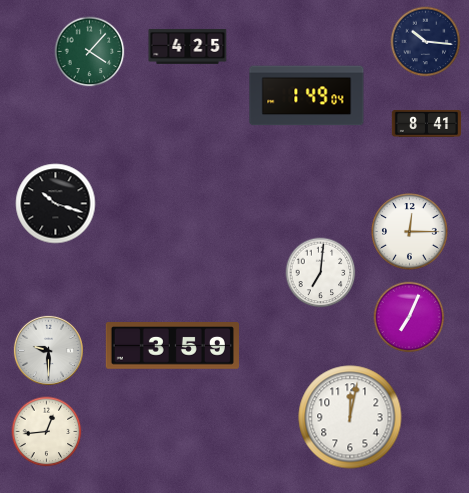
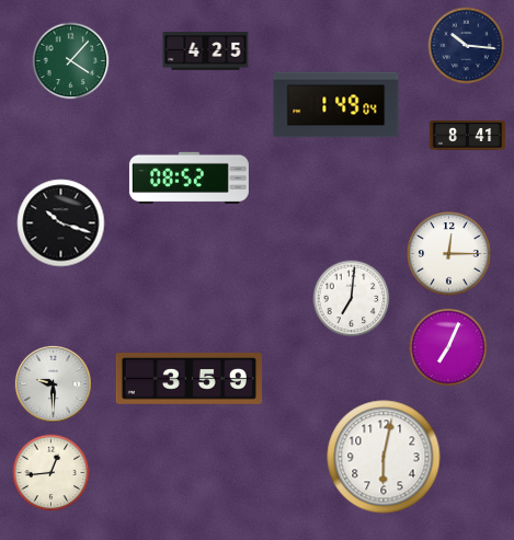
clock at (90, 52) position: (90, 52) -> (71, 61)
clock at (189, 177): none -> 08:52
clock at (350, 417): 12:02 -> 6:02
